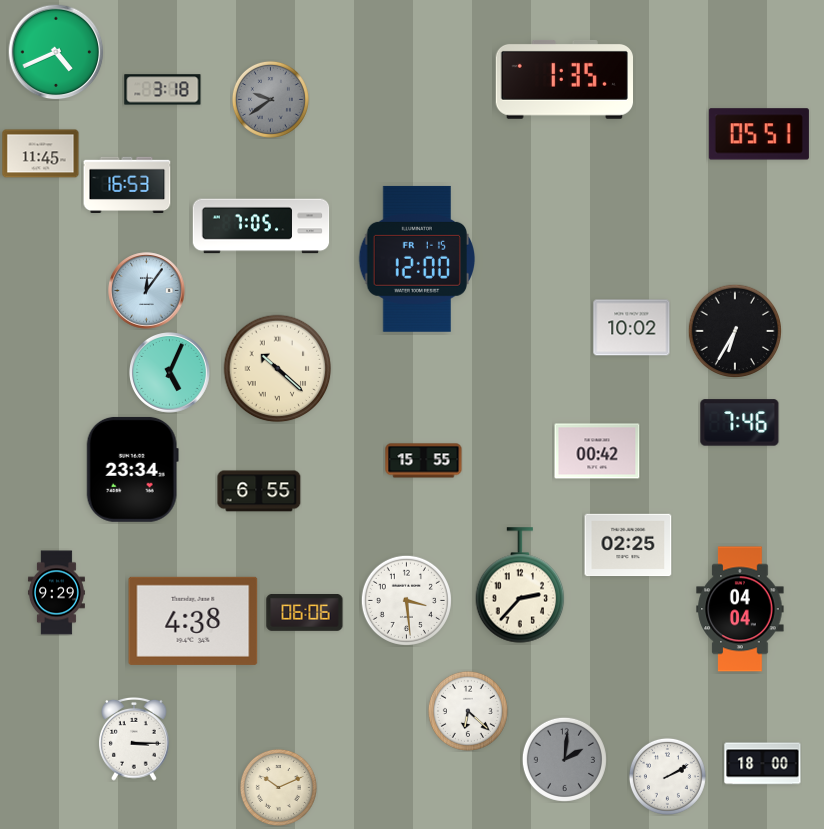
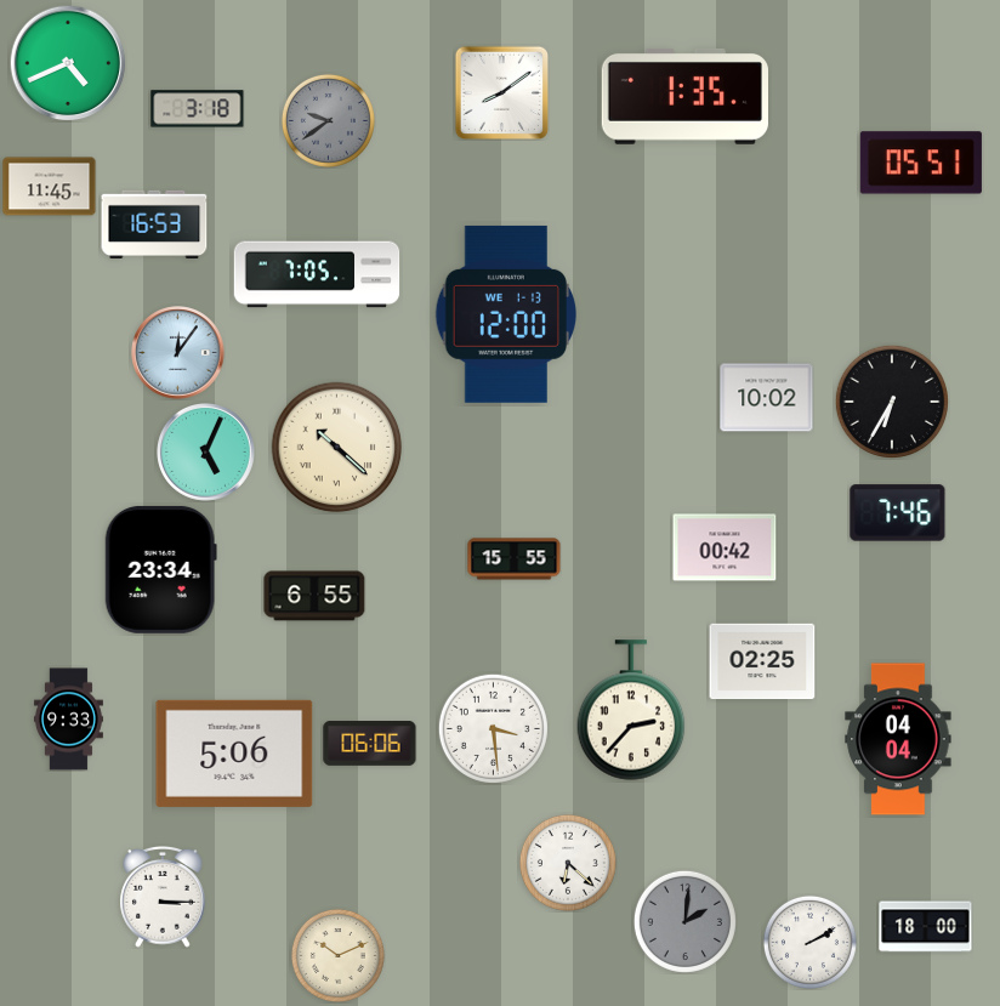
clock at (501, 92): none -> 8:09
clock at (416, 259) date: FR 1-15 -> WE 1-13
clock at (56, 593): 9:29 -> 9:33
clock at (193, 621): 4:38 -> 5:06
